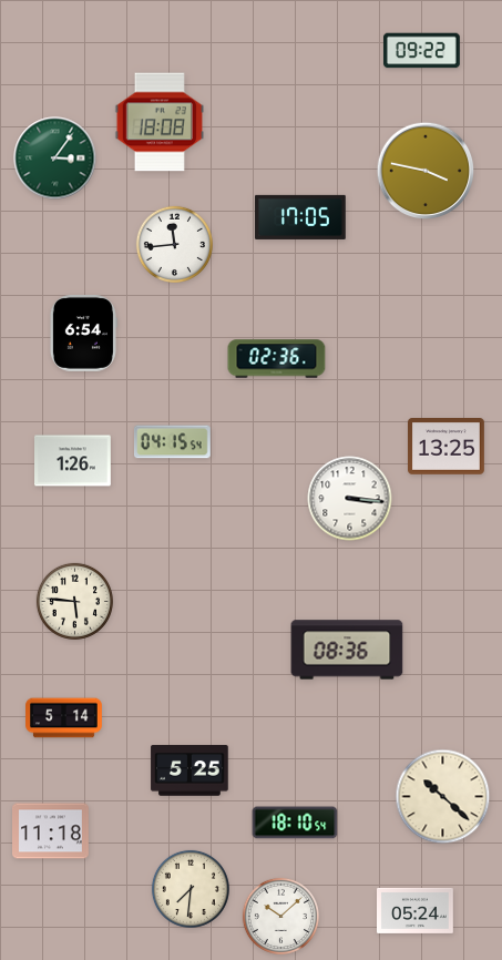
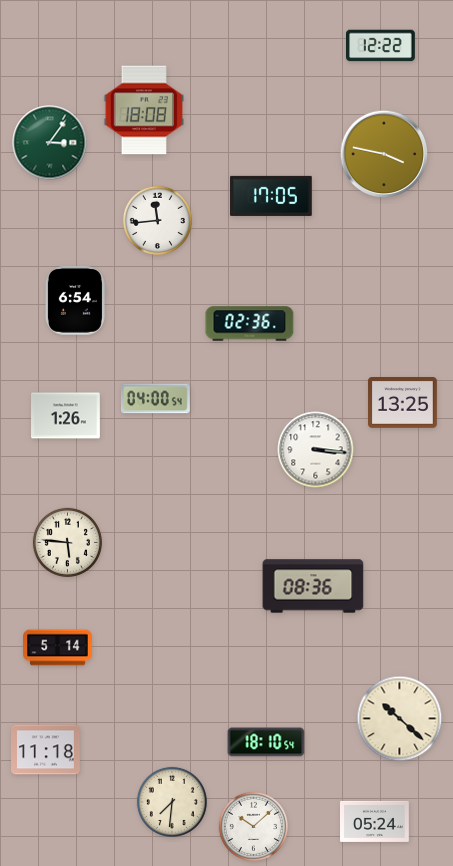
clock at (422, 51): 09:22 -> 12:22
clock at (173, 442): 04:15 -> 04:00
clock at (189, 770): 5:25 -> none
